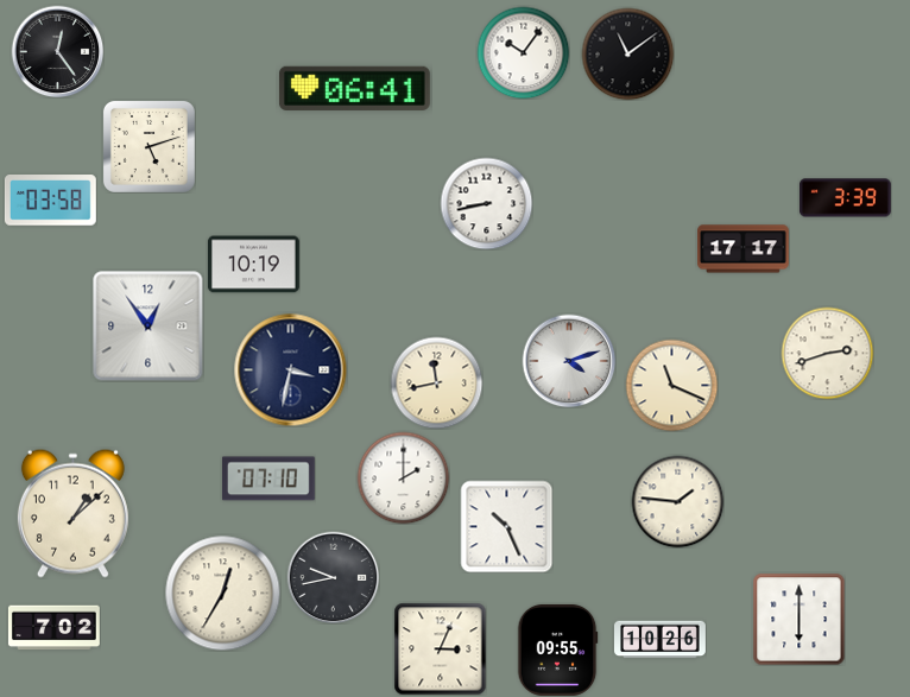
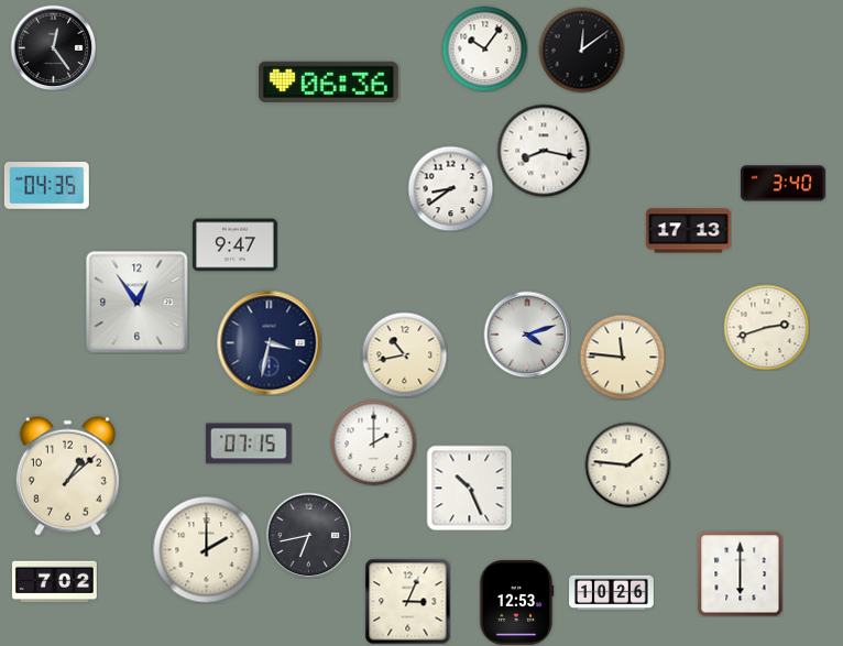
clock at (627, 53): 11:09 -> 12:09
clock at (354, 88): 06:41 -> 06:36
clock at (148, 146): 5:12 -> none
clock at (544, 151): none -> 8:17
clock at (846, 198): 3:39 -> 3:40
clock at (50, 201): 03:58 -> 04:35
clock at (486, 203): 8:43 -> 8:39
clock at (744, 249): 17:17 -> 17:13
clock at (253, 265): 10:19 -> 9:47
clock at (436, 382): 11:43 -> 10:43
clock at (671, 385): 11:19 -> 11:46
clock at (268, 479): 07:10 -> 07:15
clock at (333, 577): 9:43 -> 6:43
clock at (222, 593): 12:35 -> 2:00
clock at (53, 628) position: (53, 628) -> (54, 582)
clock at (557, 650): 09:55 -> 12:53
